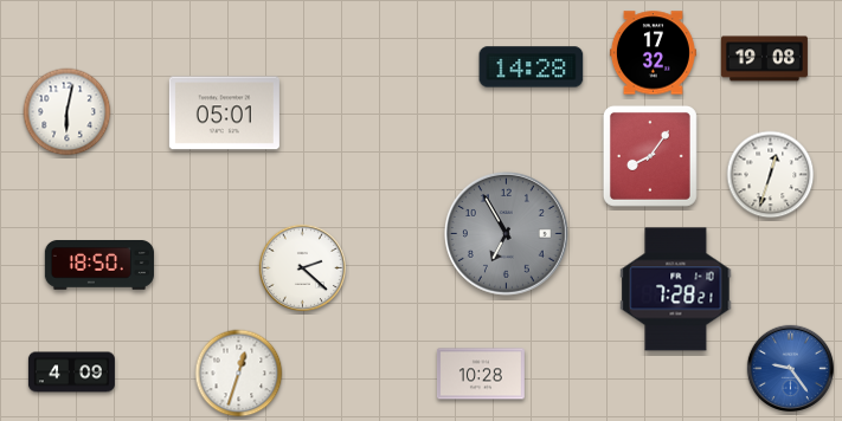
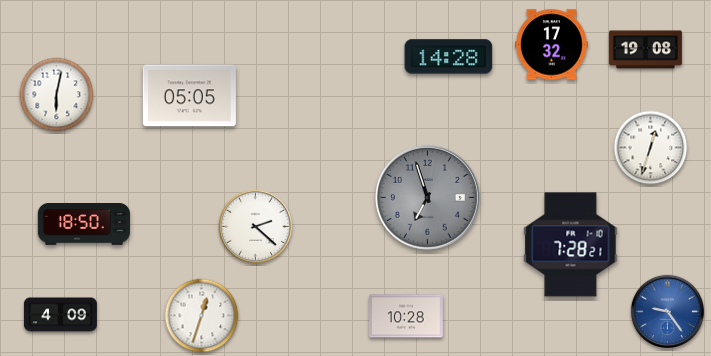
clock at (224, 114): 05:01 -> 05:05
clock at (650, 156): 8:06 -> none
clock at (507, 234): 6:55 -> 6:57
